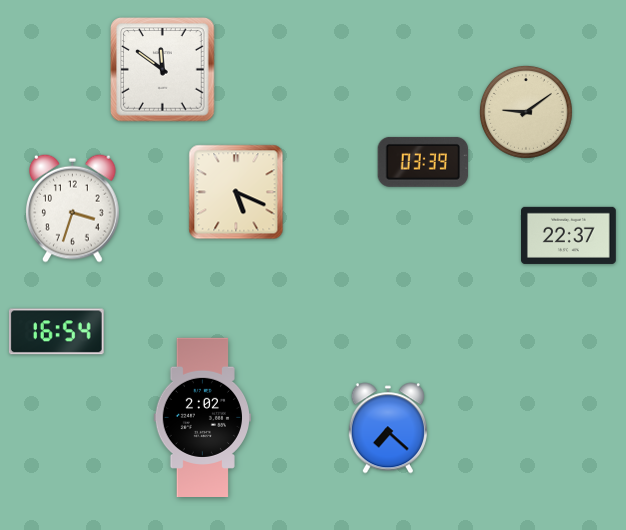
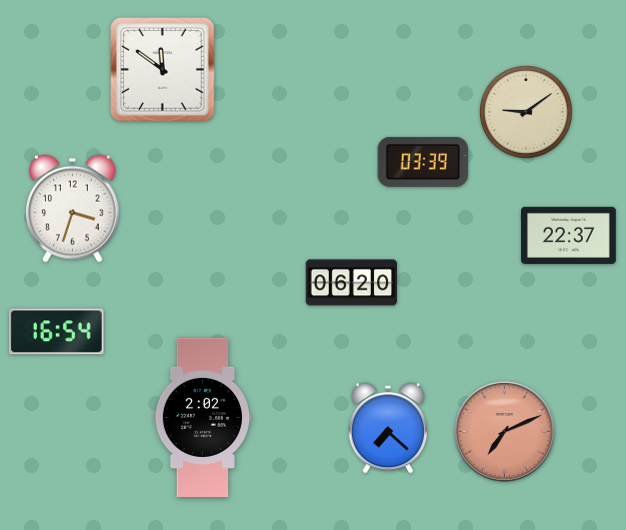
clock at (236, 192): 5:19 -> none
clock at (351, 283): none -> 06:20
clock at (505, 432): none -> 7:11
